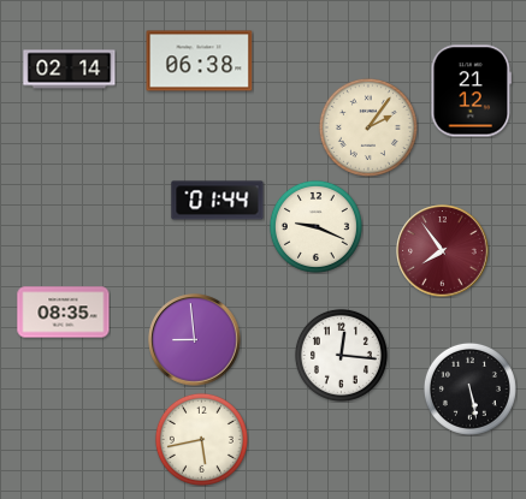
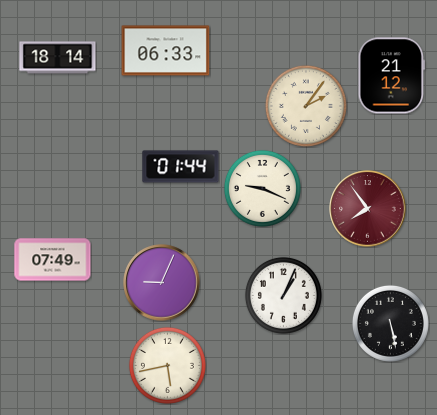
clock at (200, 61): 06:38 -> 06:33
clock at (70, 70): 02:14 -> 18:14
clock at (64, 313): 08:35 -> 07:49
clock at (195, 340): 8:59 -> 9:04
clock at (341, 355): 12:16 -> 1:04
